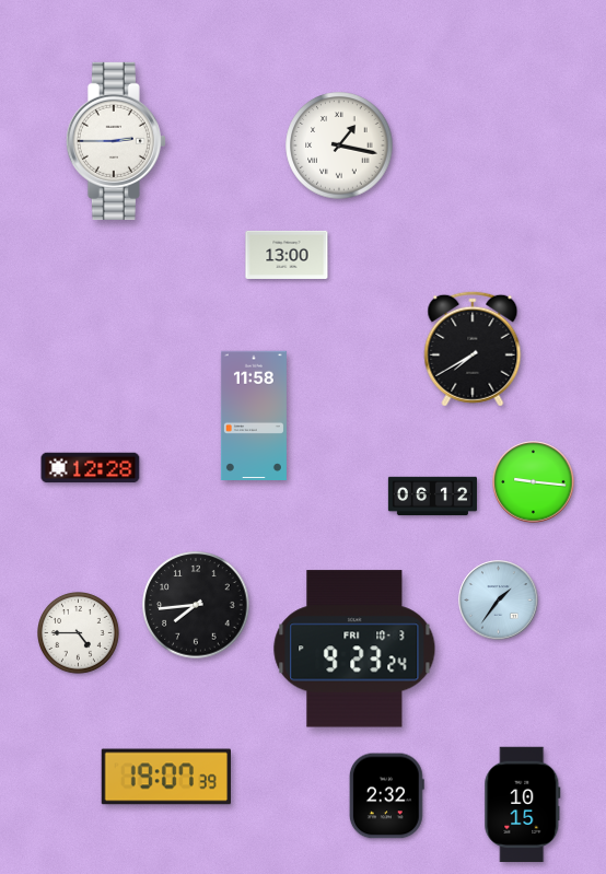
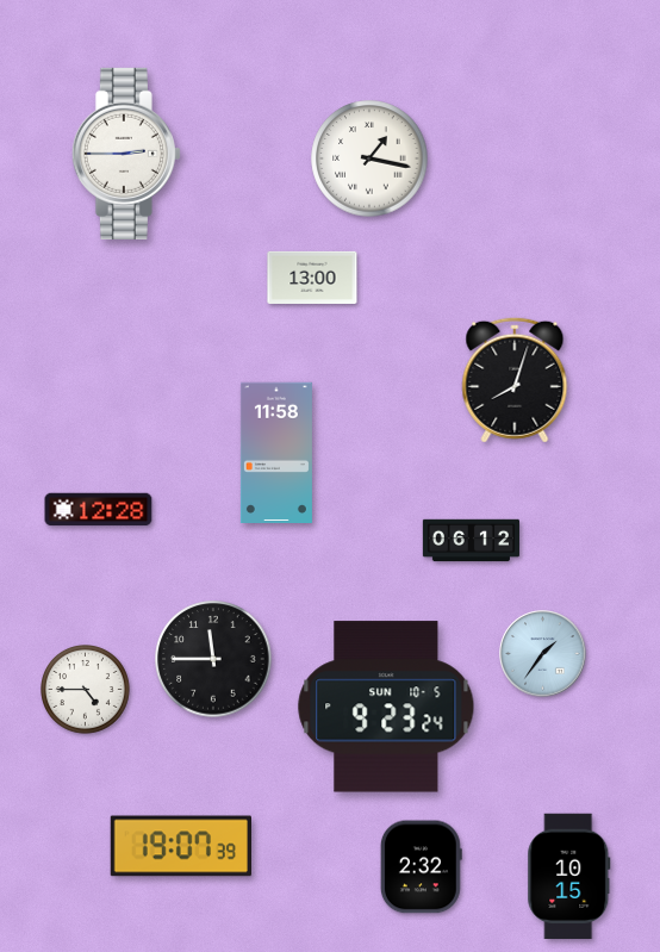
clock at (473, 349): 7:40 -> 8:03
clock at (534, 482): 9:16 -> none
clock at (196, 605): 7:44 -> 11:45
clock at (354, 649) date: FRI 10-3 -> SUN 10-5
